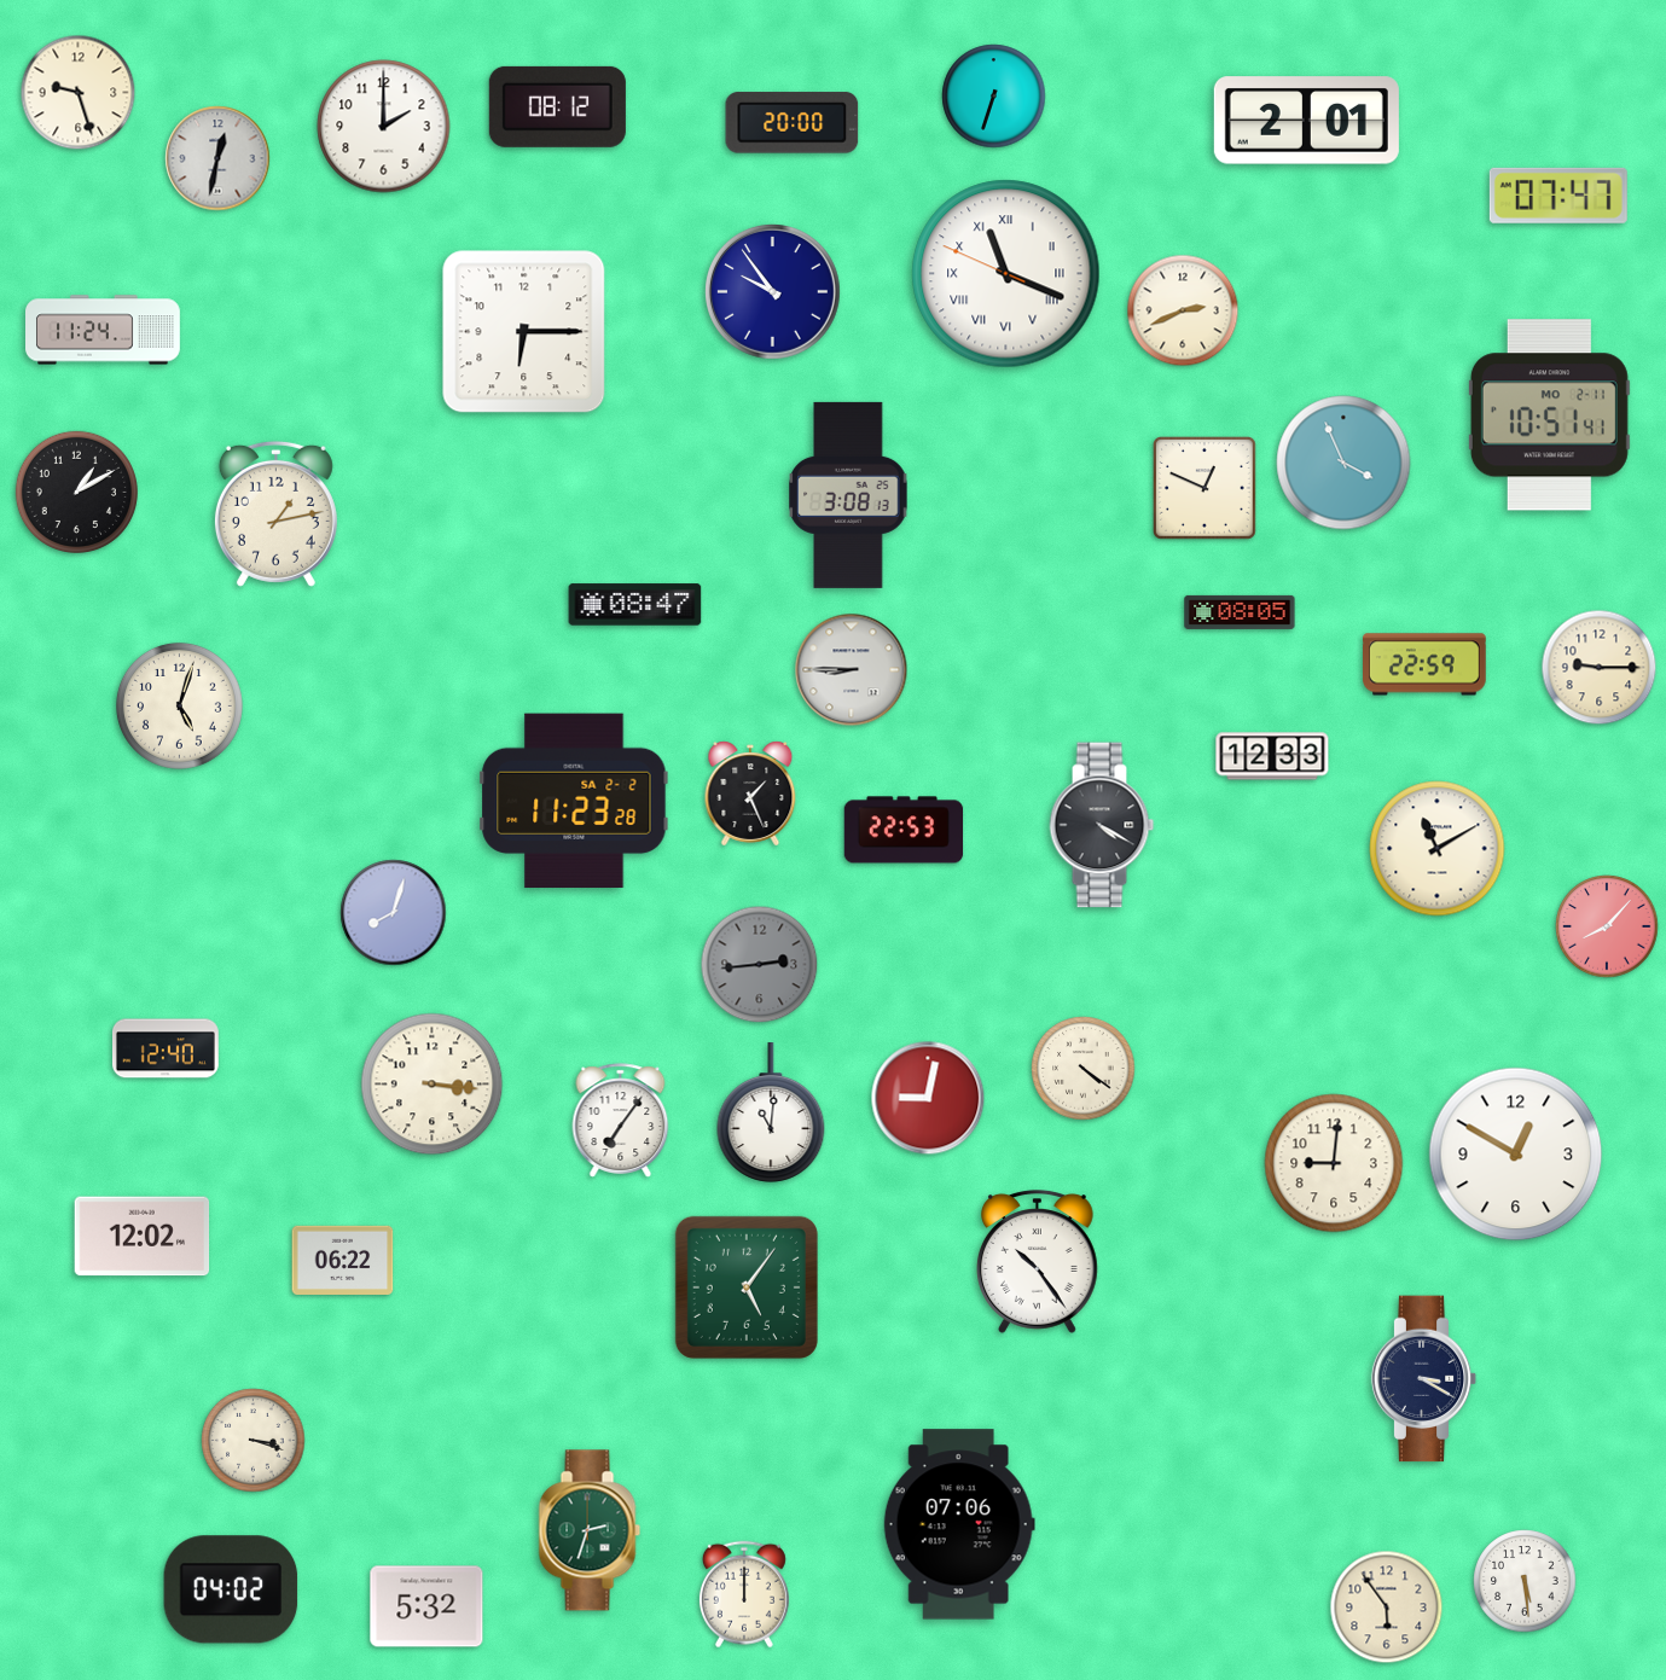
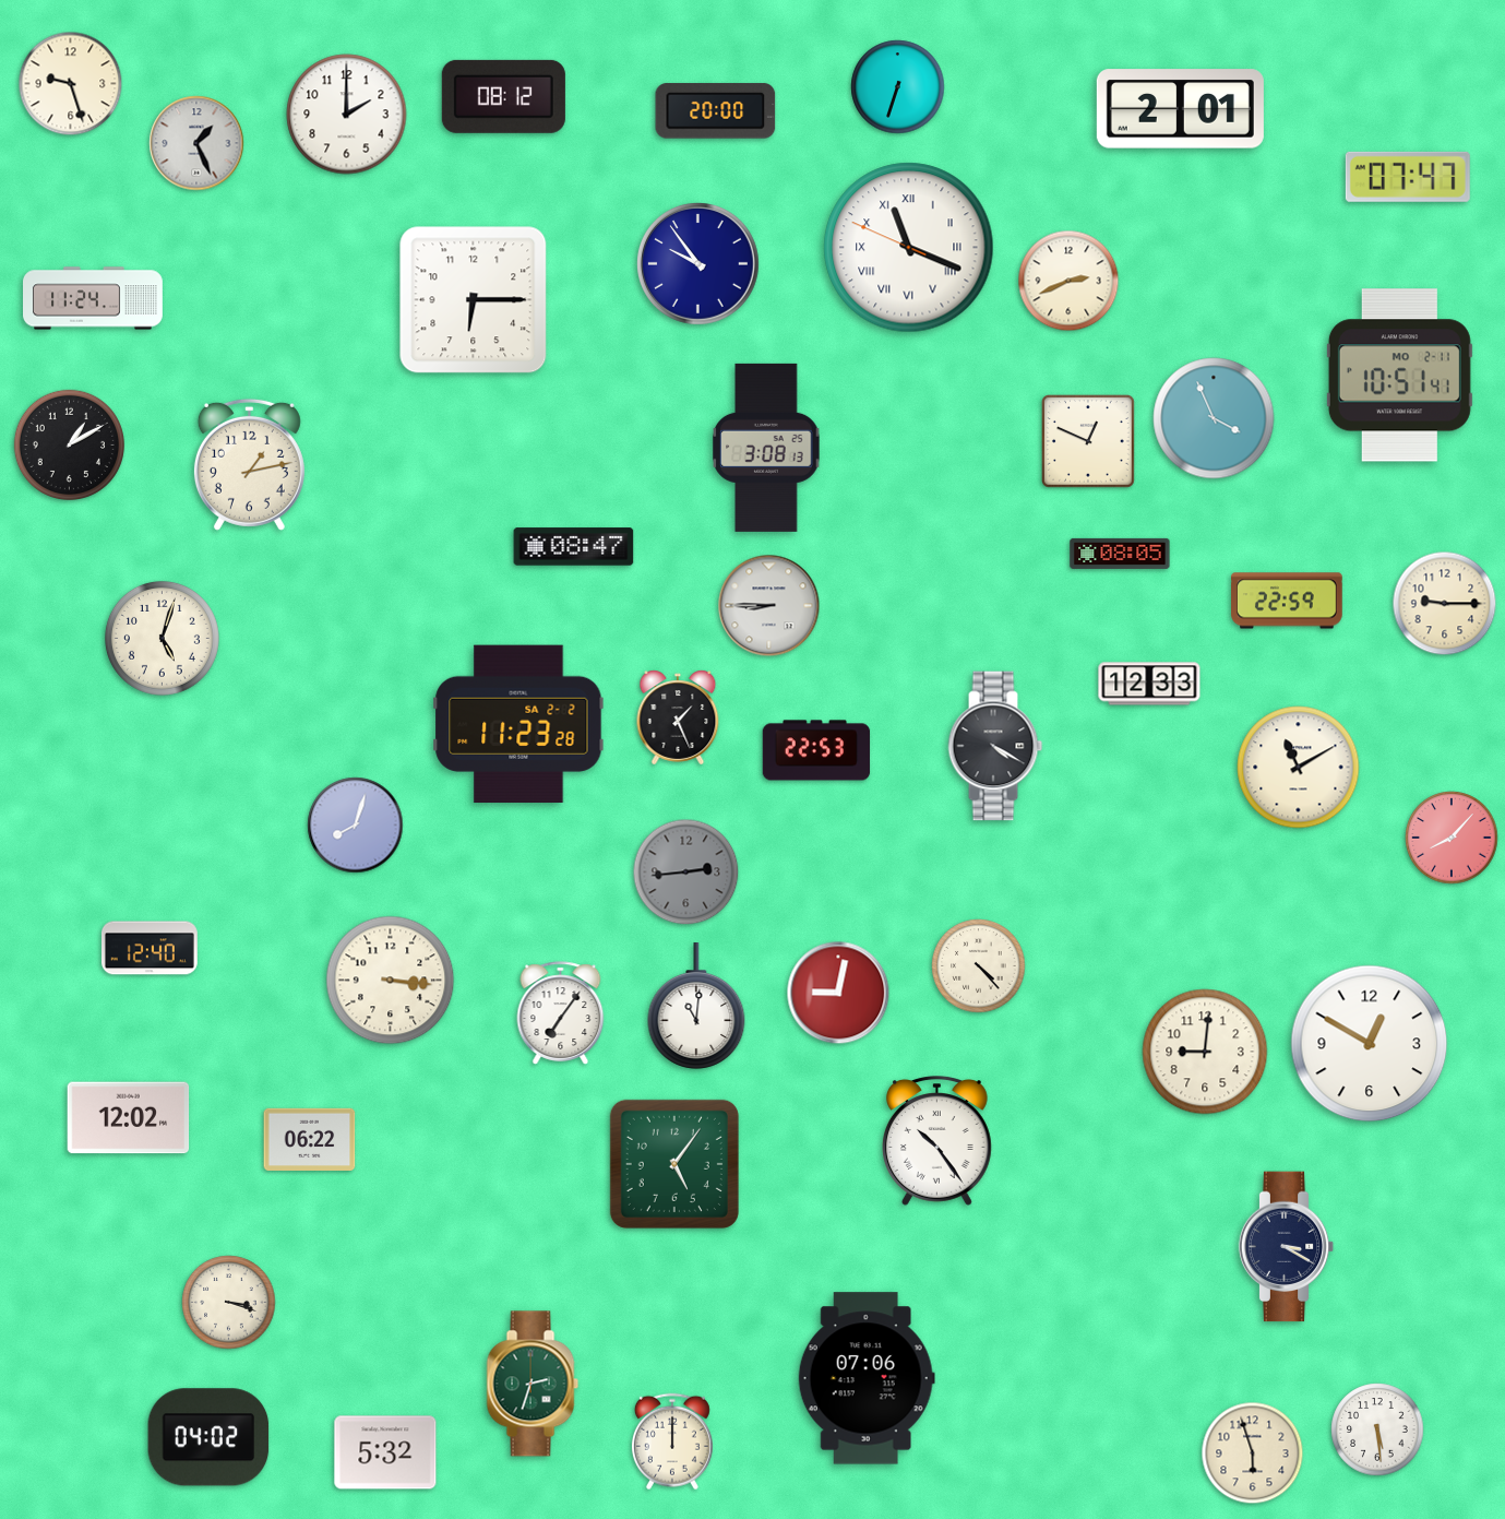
clock at (217, 158): 12:32 -> 1:26
clock at (1084, 1069): 4:21 -> 4:23
clock at (1387, 1608): 5:54 -> 5:57
